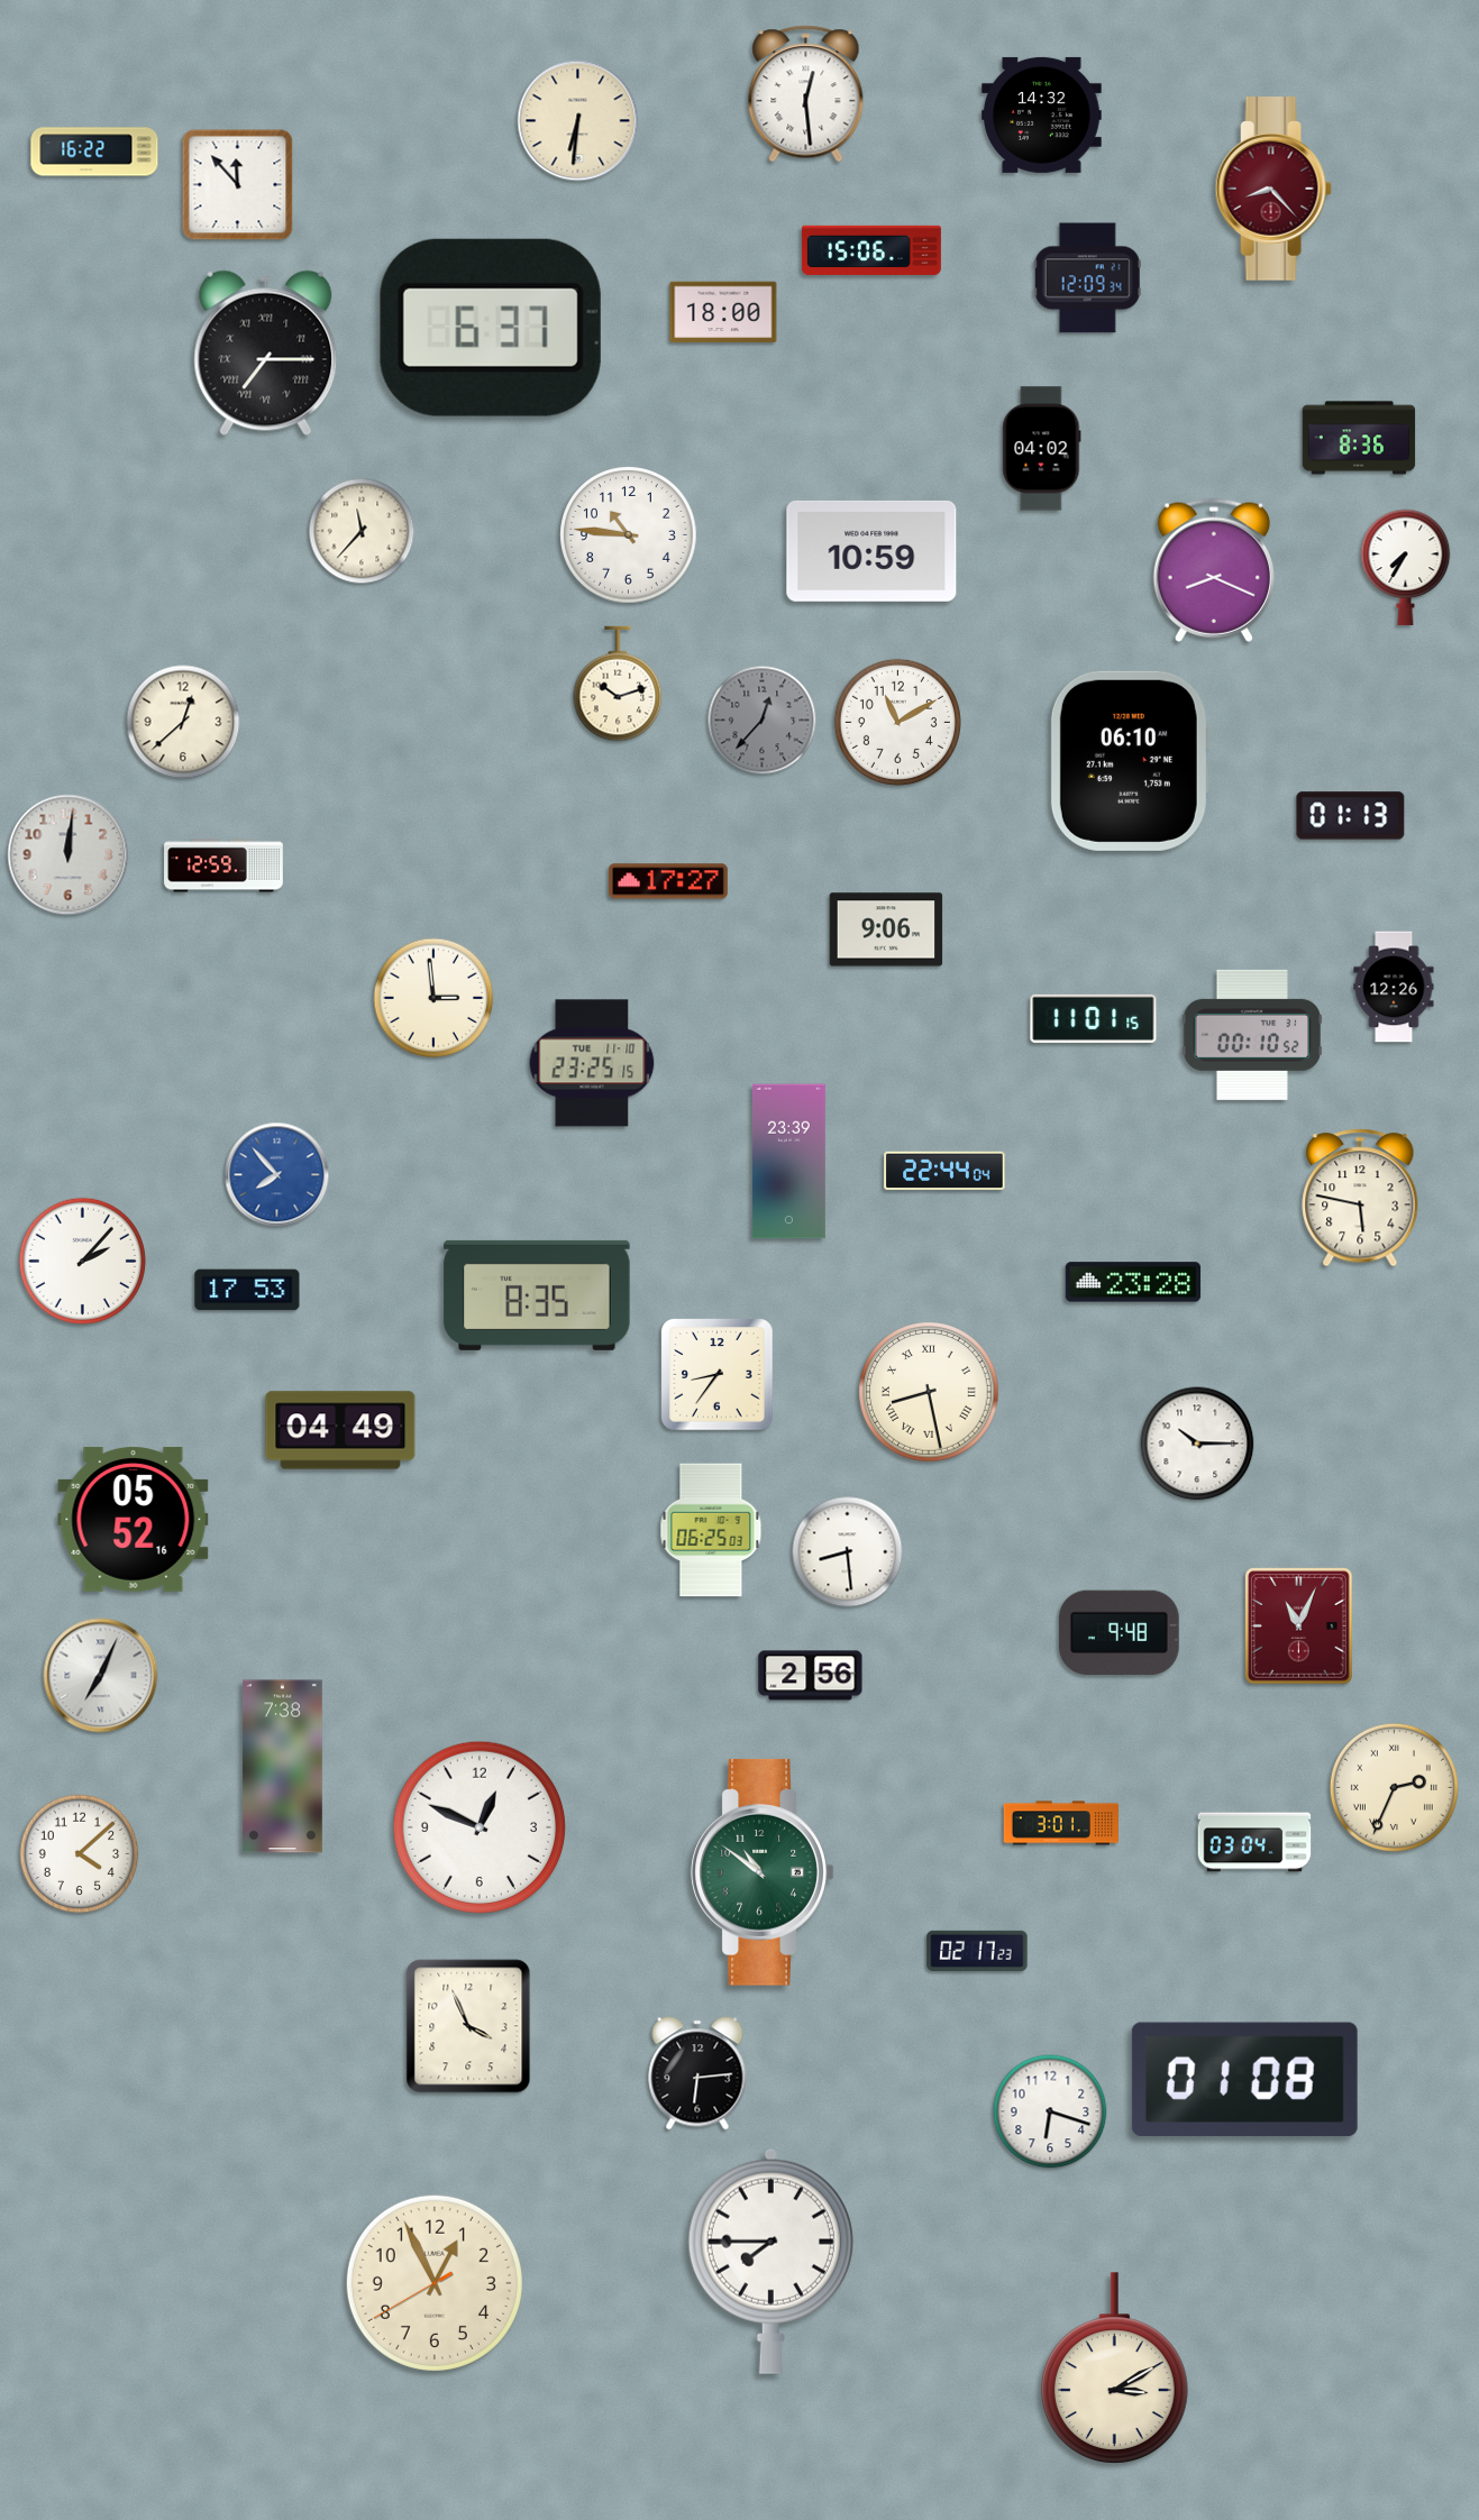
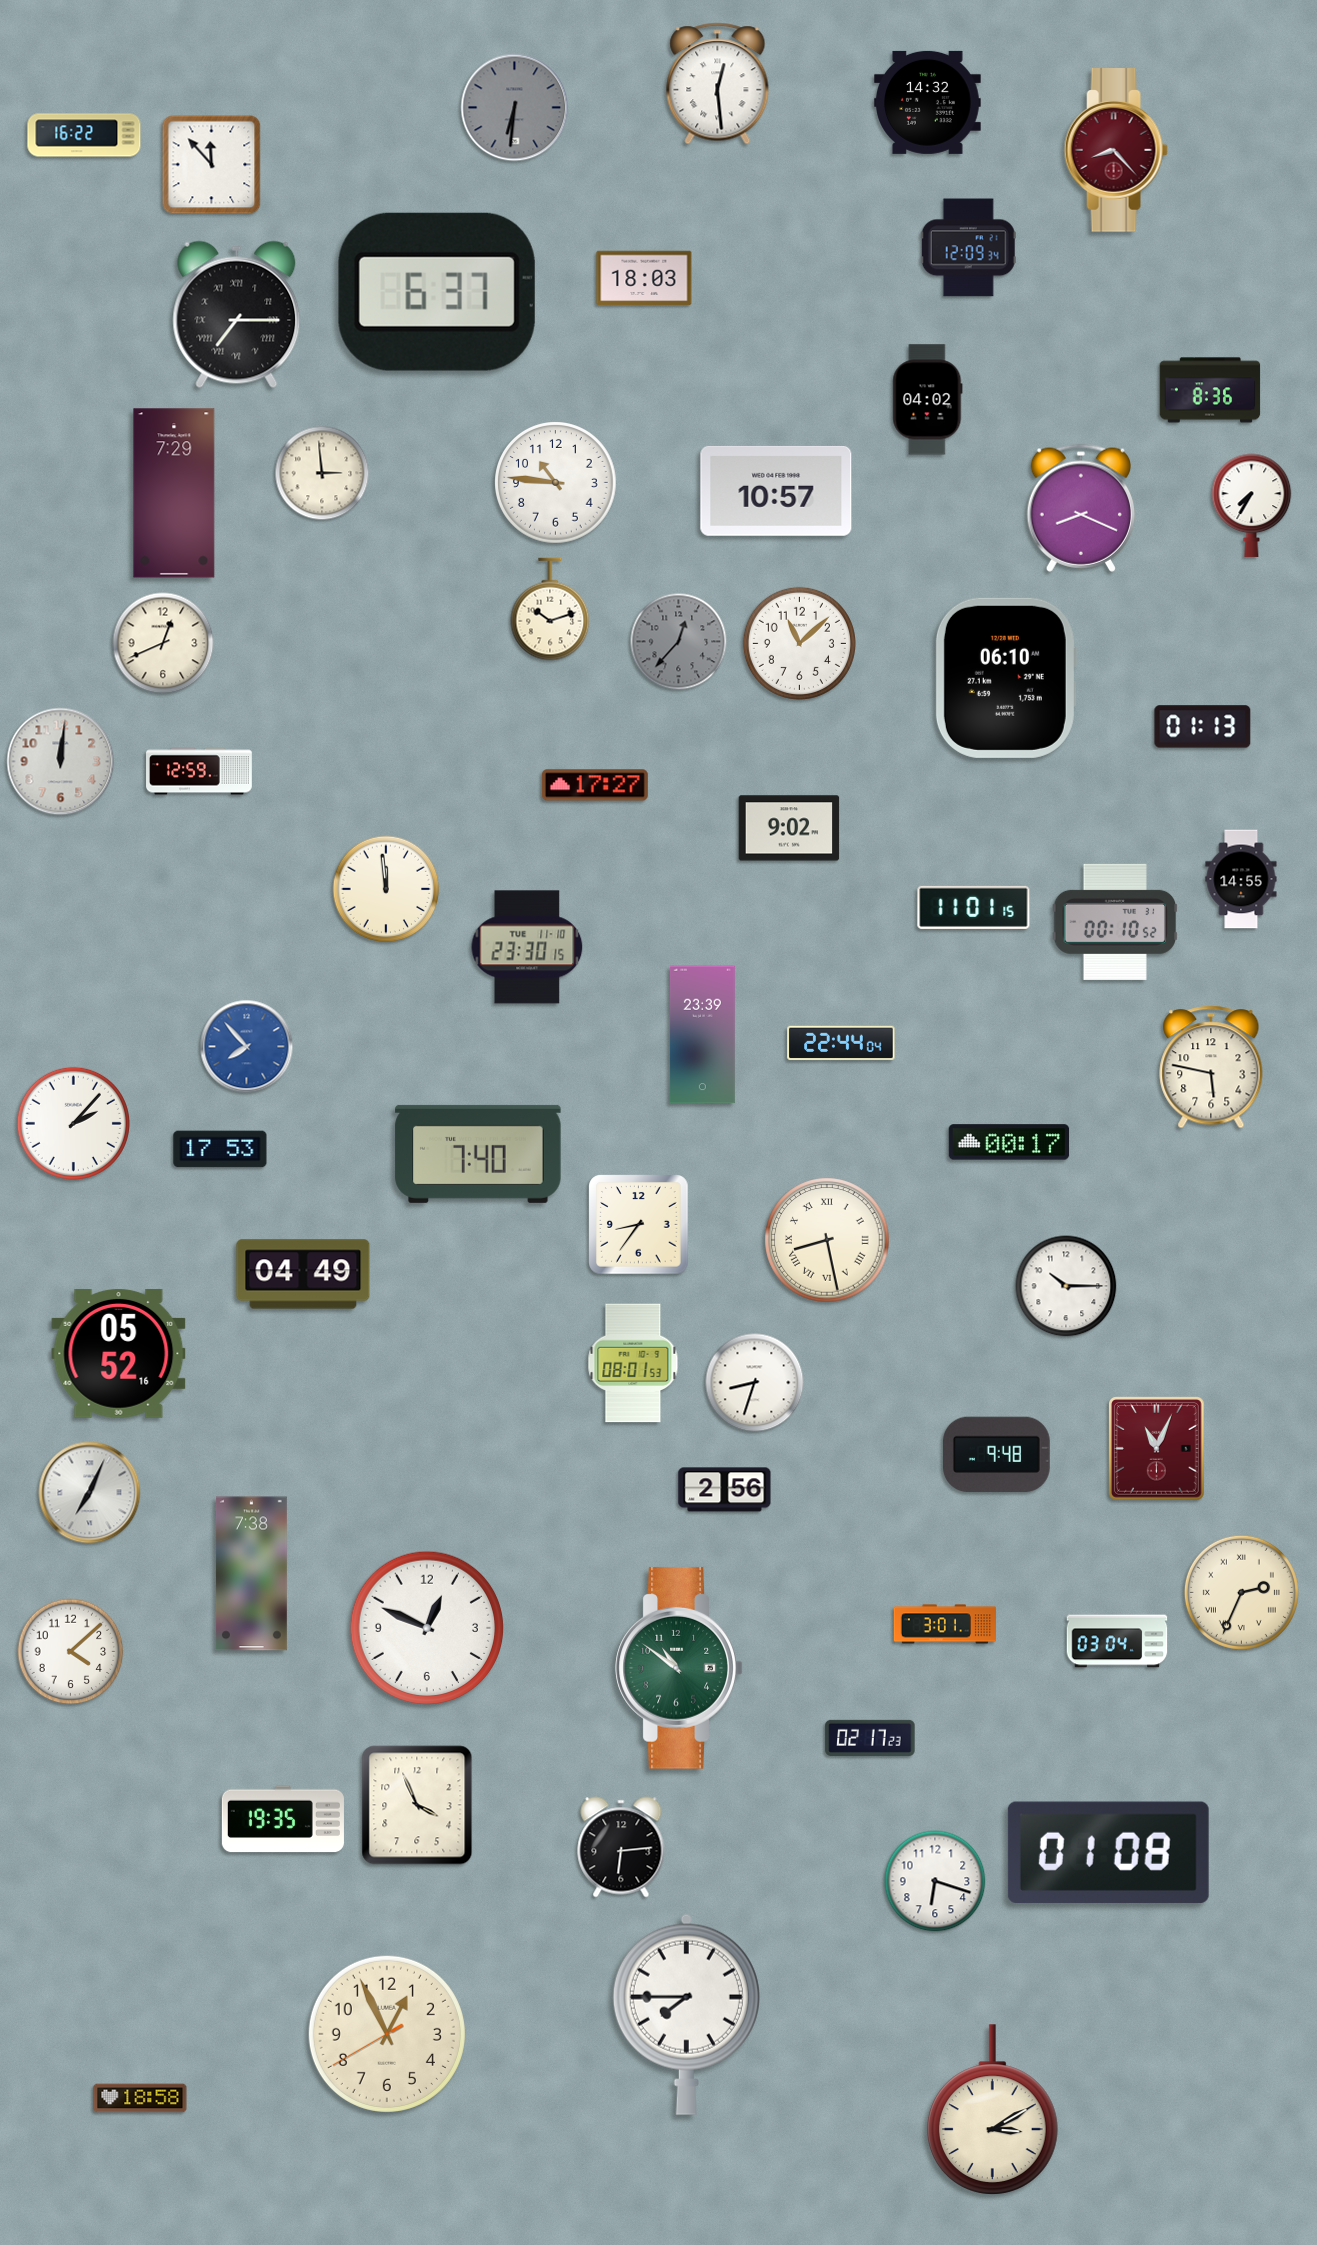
clock at (578, 121) dial: cream -> grey
clock at (1273, 190) position: (1273, 190) -> (1116, 151)
clock at (871, 250): 15:06 -> none
clock at (723, 312): 18:00 -> 18:03
clock at (362, 531): 11:37 -> 2:59
clock at (629, 535) position: (629, 535) -> (556, 483)
clock at (871, 551): 10:59 -> 10:57
clock at (174, 493): none -> 7:29
clock at (183, 722): 12:38 -> 12:41
clock at (897, 722): 11:10 -> 11:08
clock at (886, 929): 9:06 -> 9:02
clock at (1394, 987): 12:26 -> 14:55
clock at (433, 998): 2:59 -> 11:59
clock at (592, 1063): 23:25 -> 23:30
clock at (1133, 1282): 23:28 -> 00:17
clock at (537, 1295): 8:35 -> 7:40
clock at (711, 1530): 06:25 -> 08:01
clock at (848, 1552): 8:29 -> 8:33
clock at (811, 1676) position: (811, 1676) -> (725, 1490)
clock at (283, 1819): none -> 19:35
clock at (140, 2098): none -> 18:58
